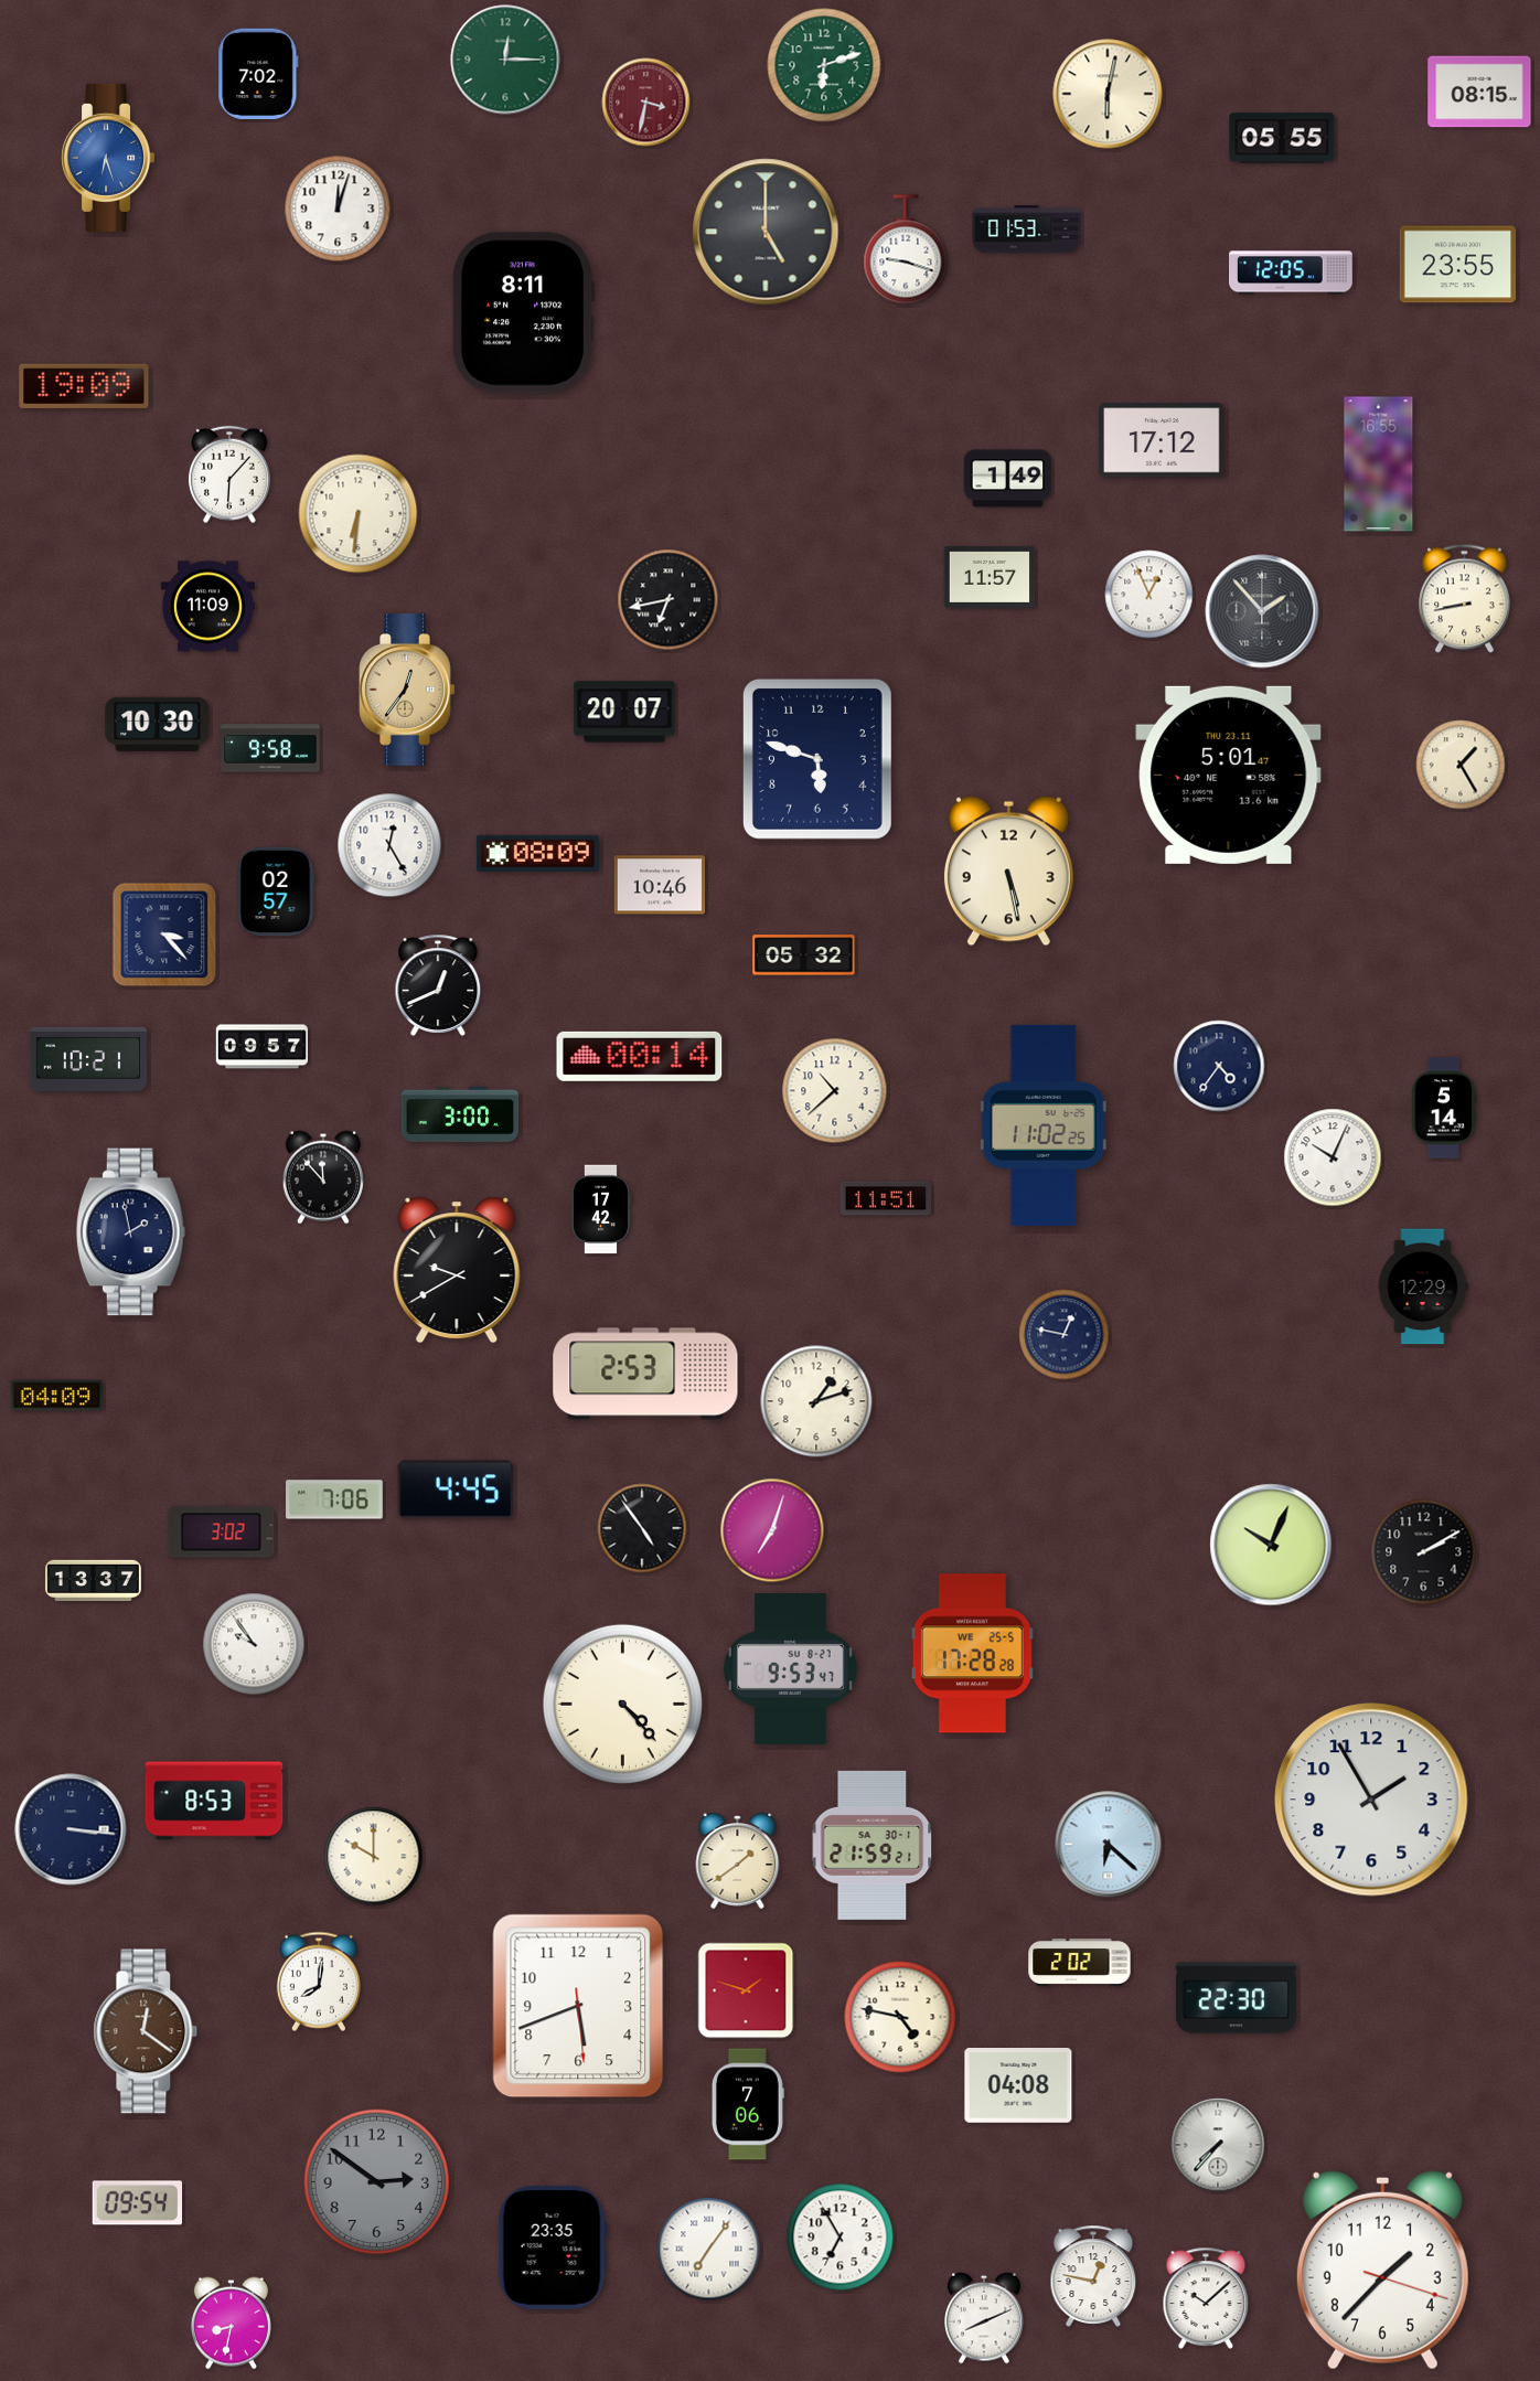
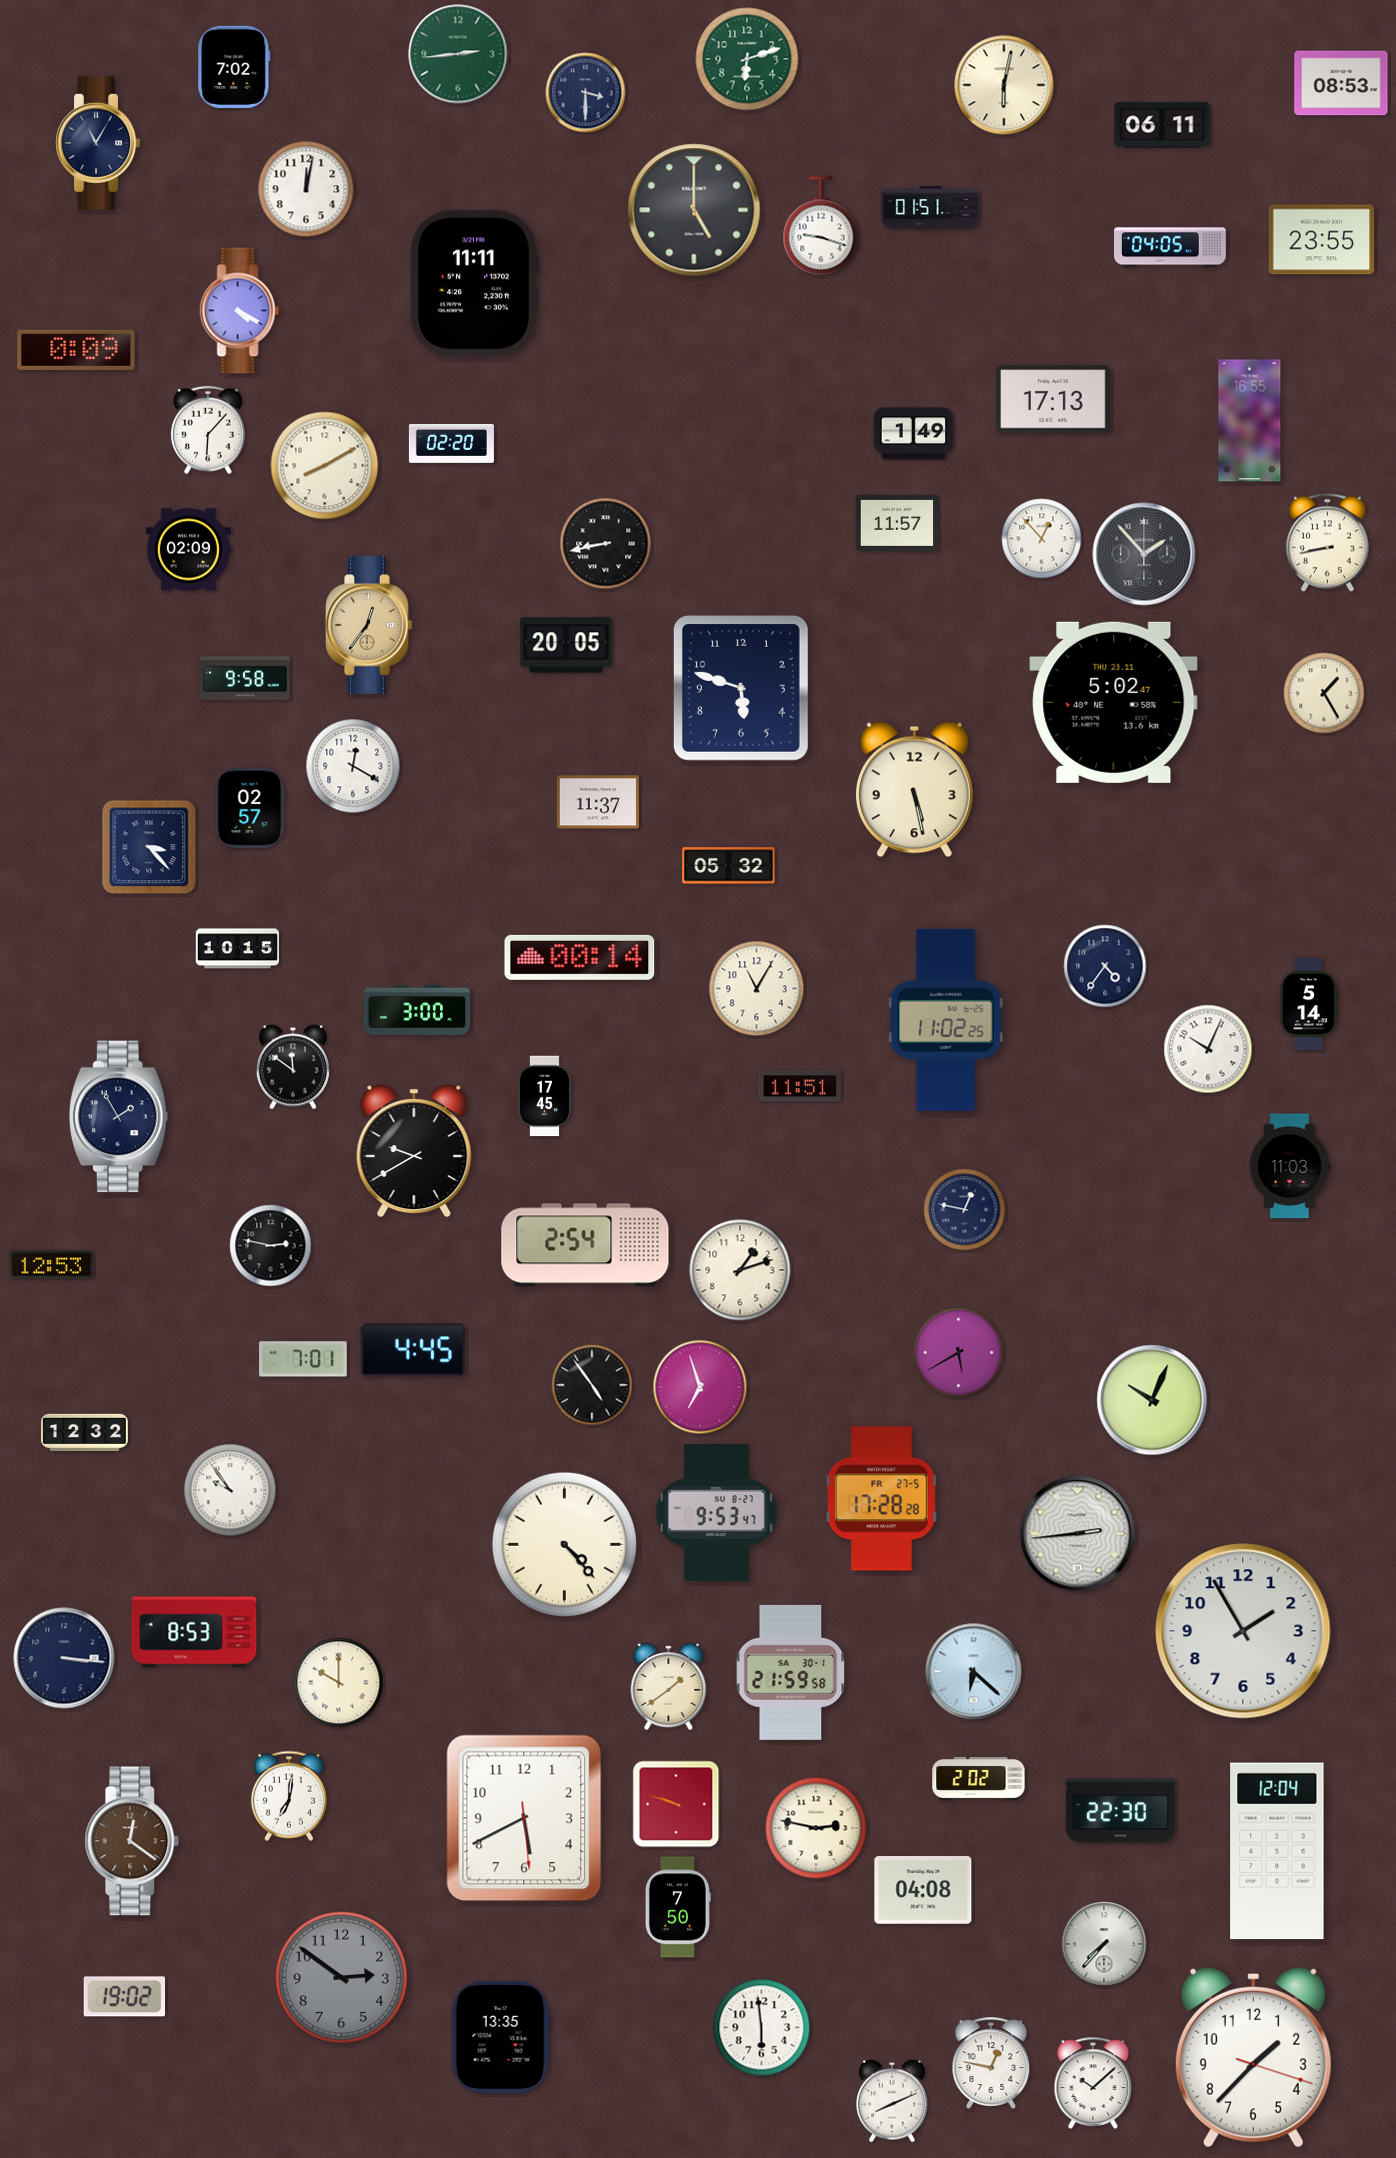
clock at (505, 60): 12:15 -> 2:44
clock at (1479, 92): 08:15 -> 08:53
clock at (646, 103): 3:32 -> 3:30
clock at (646, 103) dial: burgundy -> navy
clock at (1282, 138): 05:55 -> 06:11
clock at (108, 158): 6:27 -> 11:05
clock at (108, 158) dial: blue -> navy
clock at (338, 209): 12:03 -> 12:02
clock at (1027, 229): 01:53 -> 01:51
clock at (1292, 273): 12:05 -> 04:05
clock at (523, 313): 8:11 -> 11:11
clock at (240, 311): none -> 4:20
clock at (84, 386): 19:09 -> 0:09
clock at (1162, 440): 17:12 -> 17:13
clock at (451, 443): none -> 02:20
clock at (359, 514): 6:31 -> 8:10
clock at (1149, 595): 12:56 -> 12:53
clock at (669, 600): 6:43 -> 8:43
clock at (207, 607): 11:09 -> 02:09
clock at (624, 712): 20:07 -> 20:05
clock at (158, 724): 10:30 -> none
clock at (1229, 775): 5:01 -> 5:02
clock at (389, 845): 12:25 -> 12:20
clock at (537, 853): 08:09 -> none
clock at (659, 885): 10:46 -> 11:37
clock at (438, 985): 12:41 -> none
clock at (261, 1047): 09:57 -> 10:15
clock at (88, 1059): 10:21 -> none
clock at (835, 1091): 10:38 -> 11:05
clock at (323, 1177): 11:53 -> 11:51
clock at (886, 1198) position: (886, 1198) -> (800, 1086)
clock at (601, 1209): 17:42 -> 17:45
clock at (130, 1232): 1:58 -> 1:55
clock at (1423, 1286): 12:29 -> 11:03
clock at (645, 1374): 2:53 -> 2:54
clock at (271, 1246): none -> 2:47
clock at (56, 1396): 04:09 -> 12:53
clock at (959, 1353): none -> 5:40
clock at (335, 1499): 7:06 -> 7:01
clock at (642, 1528) position: (642, 1528) -> (592, 1385)
clock at (772, 1530): 7:03 -> 6:57
clock at (222, 1533): 3:02 -> none
clock at (1424, 1552): 2:10 -> none
clock at (93, 1581): 13:37 -> 12:32
clock at (972, 1654) date: WE 25-5 -> FR 27-5
clock at (1078, 1534): none -> 2:44
clock at (873, 1845): 21:59:21 -> 21:59:58
clock at (1109, 1845) position: (1109, 1845) -> (974, 1672)
clock at (319, 1982): 8:01 -> 7:01
clock at (746, 1990): 1:48 -> 9:48
clock at (578, 2006): 5:41 -> 5:40
clock at (900, 2017): 4:47 -> 2:47
clock at (1277, 1851): none -> 12:04
clock at (748, 2104): 7:06 -> 7:50
clock at (138, 2203): 09:54 -> 19:02
clock at (841, 2238): 6:55 -> 5:59
clock at (553, 2247): 23:35 -> 13:35
clock at (709, 2250): 7:06 -> none
clock at (231, 2324): 8:32 -> none
